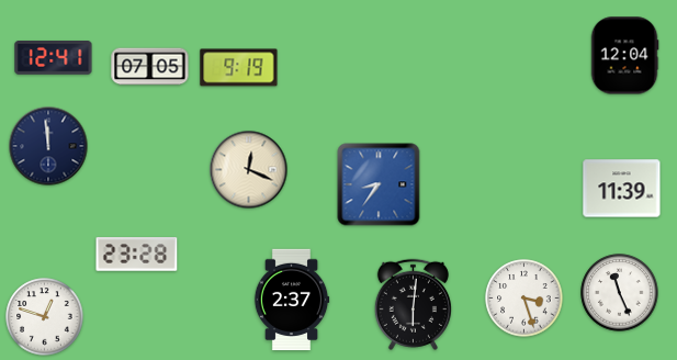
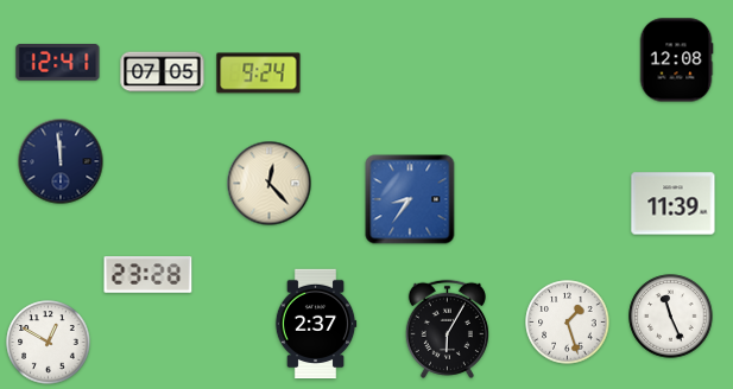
clock at (624, 56): 12:04 -> 12:08
clock at (239, 68): 9:19 -> 9:24
clock at (48, 146) position: (48, 146) -> (61, 161)
clock at (249, 170): 12:19 -> 12:23
clock at (524, 299): 3:27 -> 1:27
clock at (413, 304): 6:01 -> 6:05
clock at (45, 317): 12:48 -> 12:50
